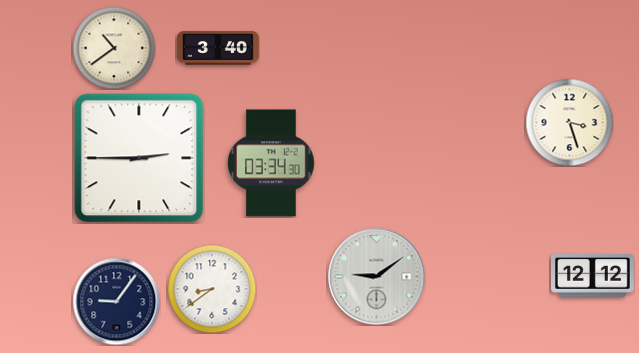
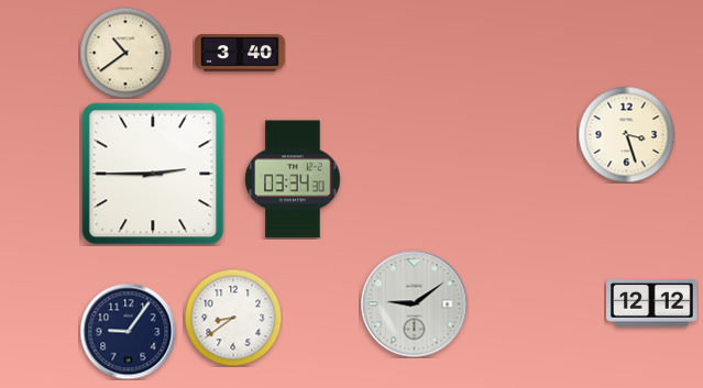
clock at (271, 163) position: (271, 163) -> (293, 179)
